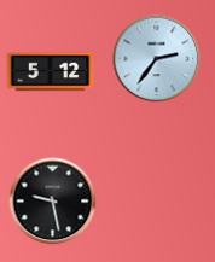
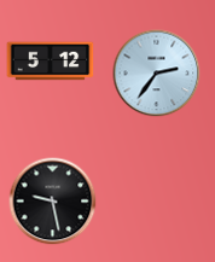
clock at (157, 59) position: (157, 59) -> (157, 74)
clock at (51, 72) position: (51, 72) -> (51, 62)
